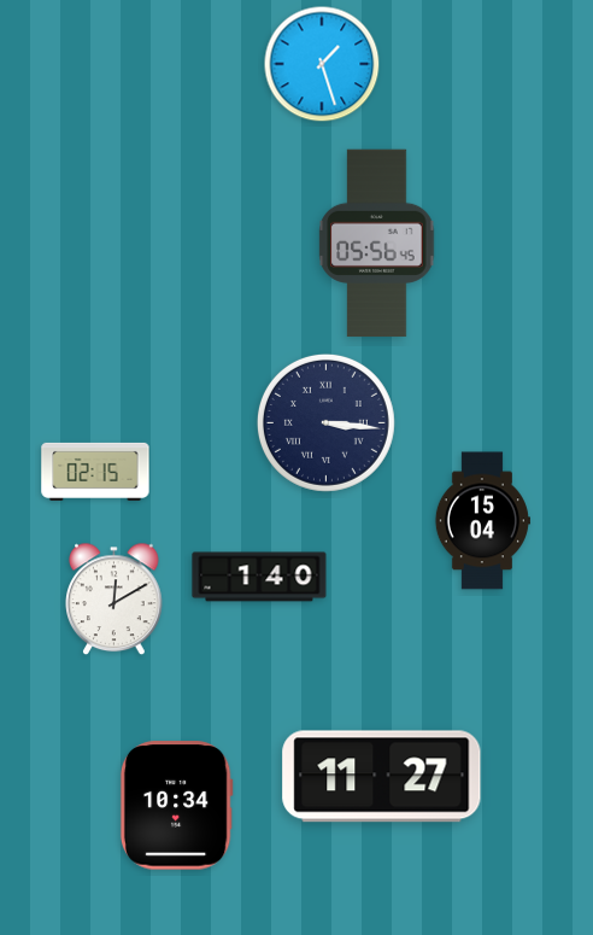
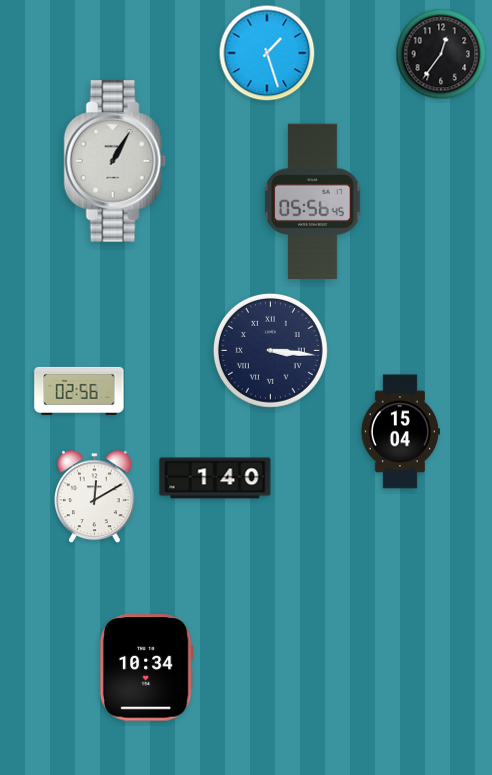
clock at (441, 54): none -> 12:36
clock at (115, 161): none -> 1:05
clock at (95, 472): 02:15 -> 02:56
clock at (382, 777): 11:27 -> none
